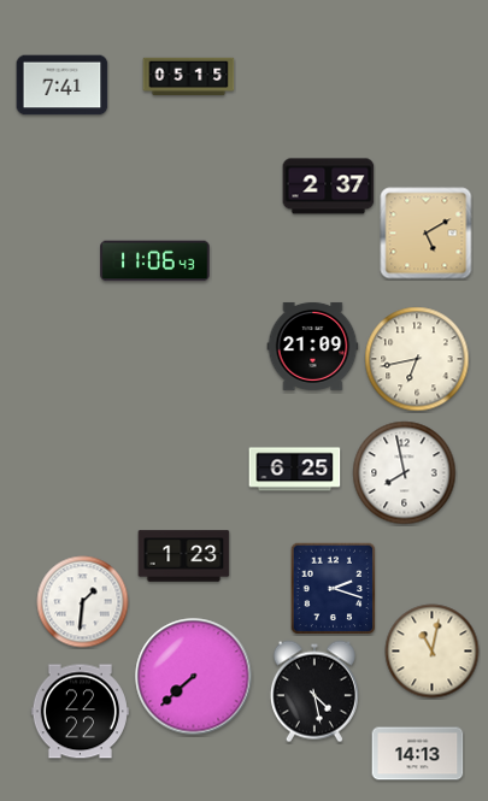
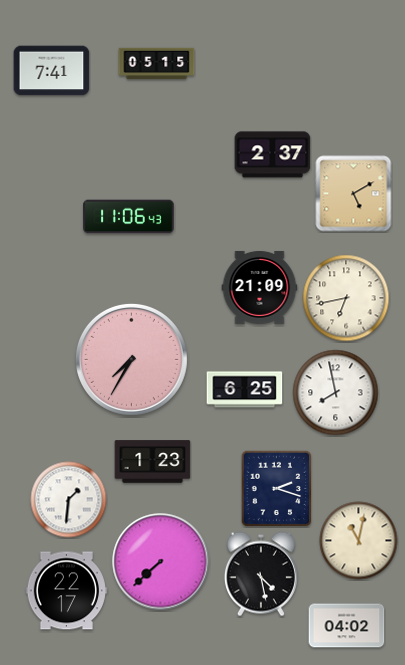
clock at (131, 359): none -> 7:35
clock at (80, 712): 22:22 -> 22:17
clock at (418, 754): 14:13 -> 04:02
